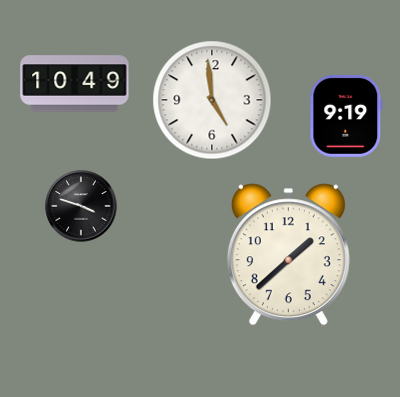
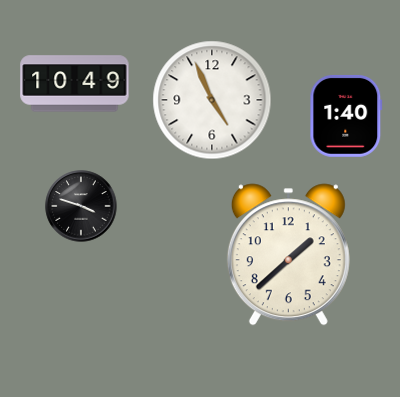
clock at (212, 100): 4:59 -> 4:56
clock at (346, 116): 9:19 -> 1:40
